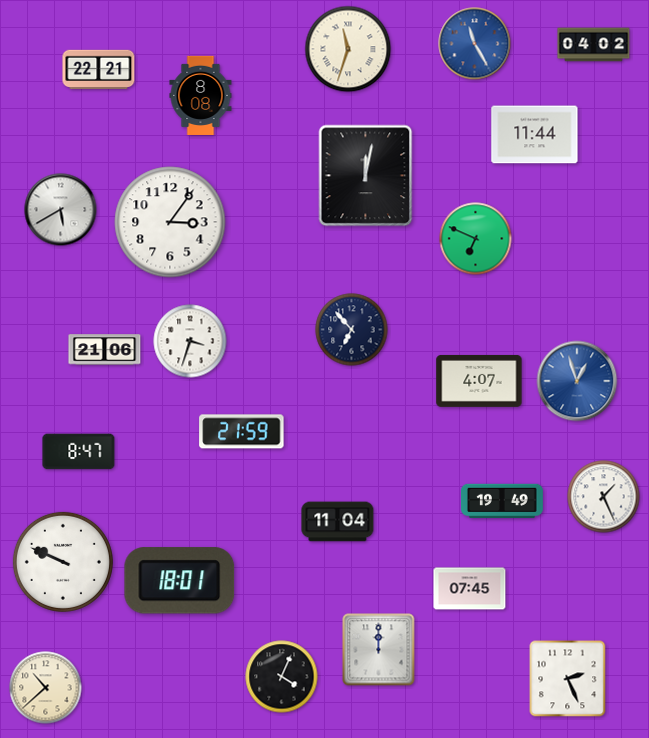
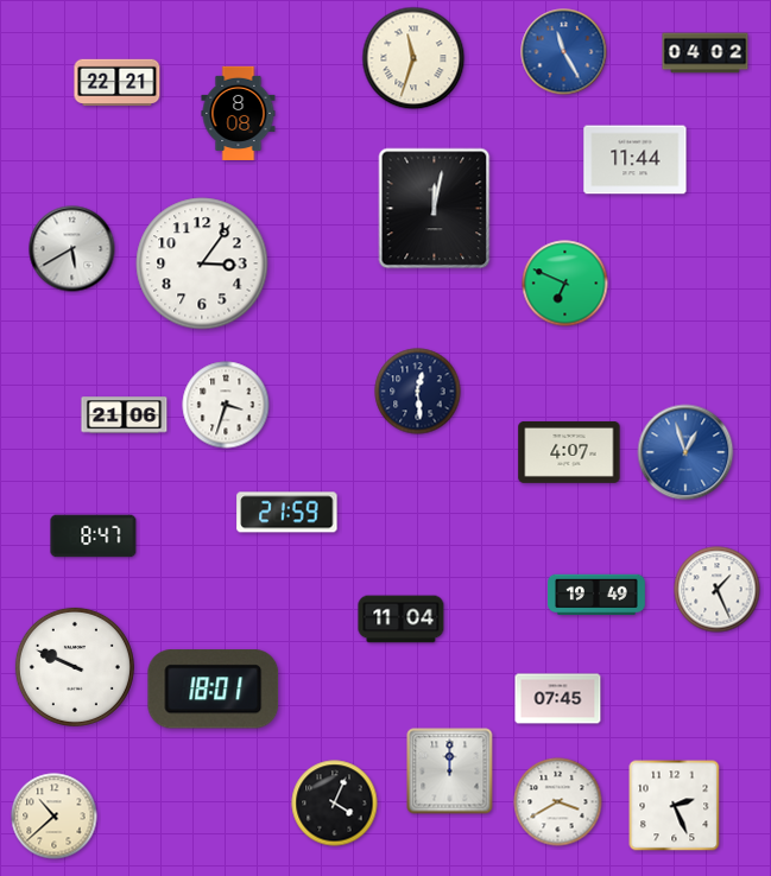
clock at (352, 330): 6:53 -> 12:29
clock at (558, 802): none -> 3:40
